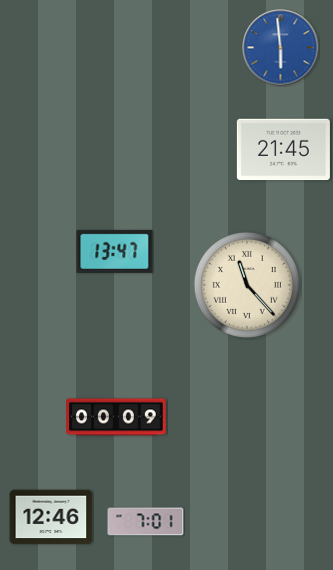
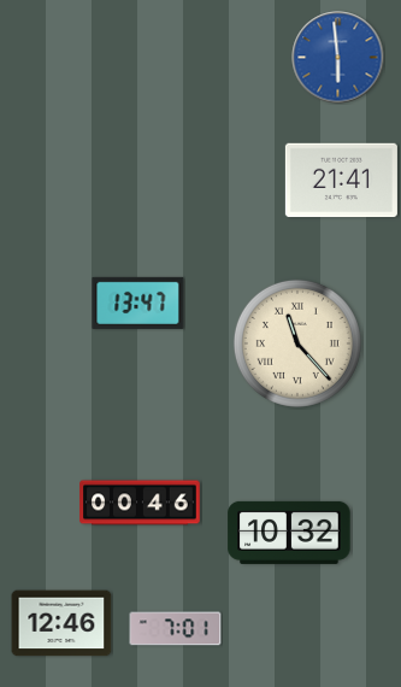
clock at (283, 150): 21:45 -> 21:41
clock at (116, 417): 00:09 -> 00:46
clock at (289, 533): none -> 10:32
